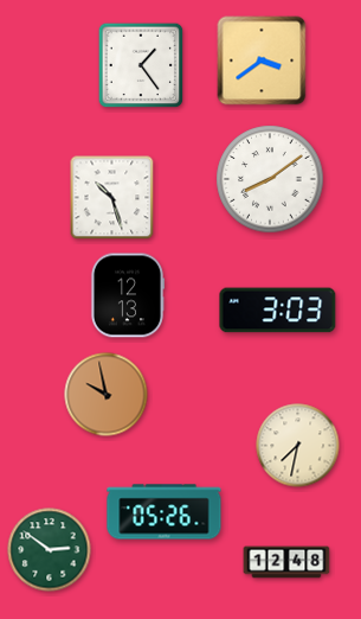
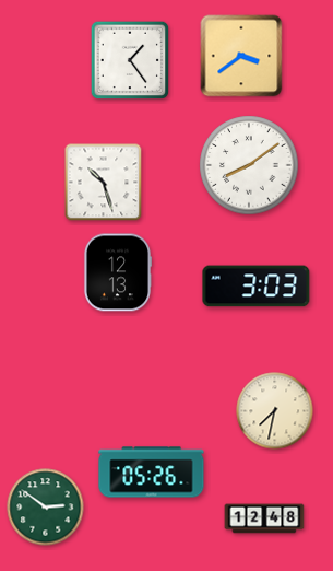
clock at (107, 395): 9:58 -> none
